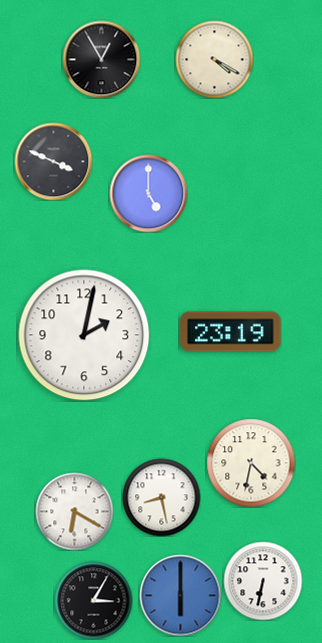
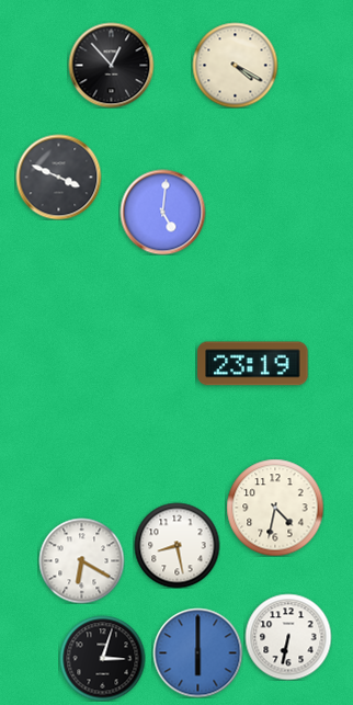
clock at (101, 59): 12:55 -> 12:53
clock at (148, 193): 5:00 -> 5:01
clock at (84, 335): 2:02 -> none
clock at (93, 600): 3:05 -> 3:03
